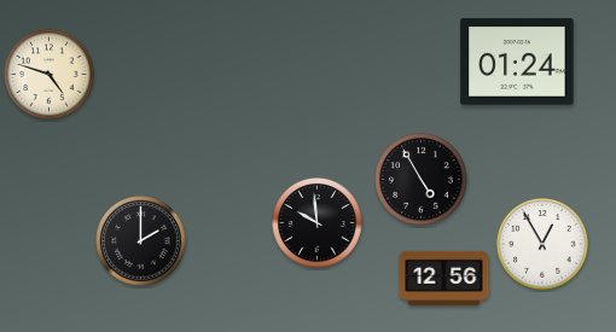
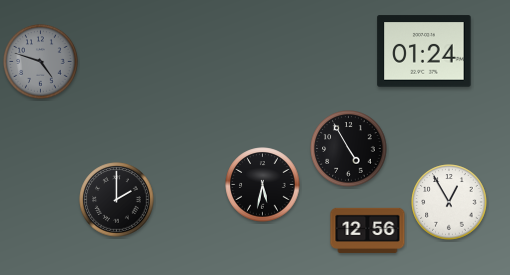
clock at (517, 62) position: (517, 62) -> (424, 51)
clock at (50, 75) dial: cream -> grey
clock at (318, 223): 9:59 -> 5:32
